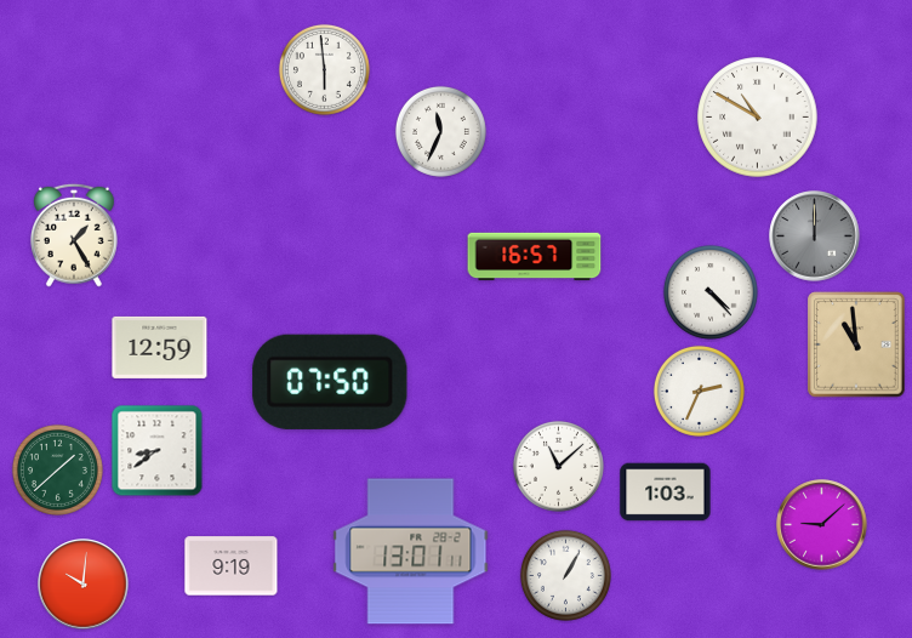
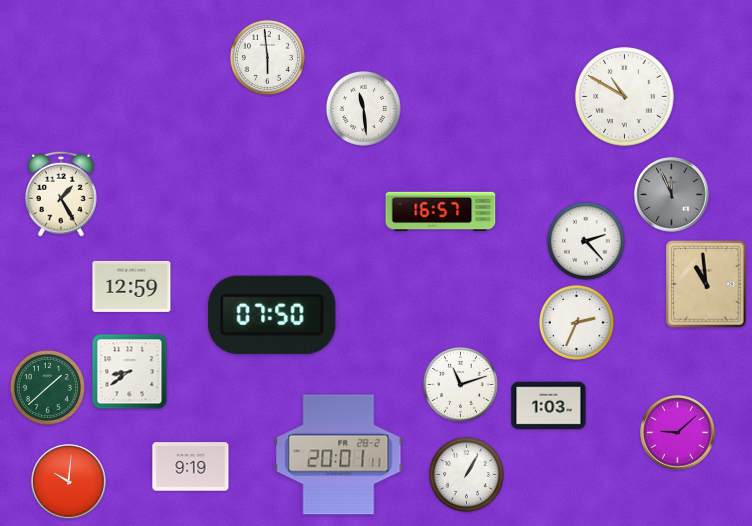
clock at (440, 131): 11:34 -> 11:29
clock at (815, 237): 12:00 -> 11:56
clock at (711, 292): 4:23 -> 2:23
clock at (558, 466): 11:08 -> 11:12
clock at (411, 552): 13:01 -> 20:01
